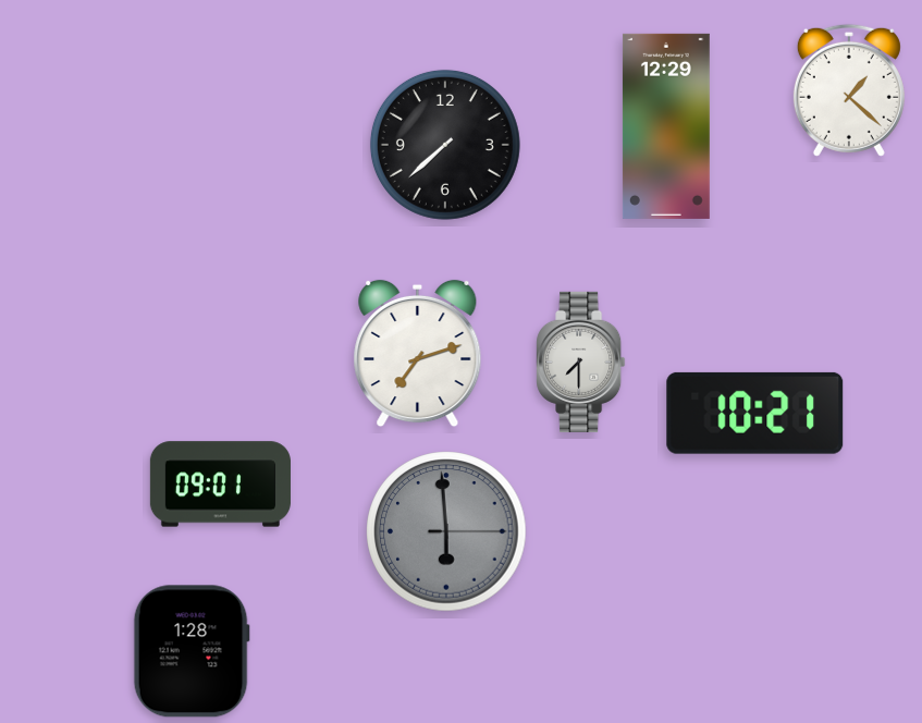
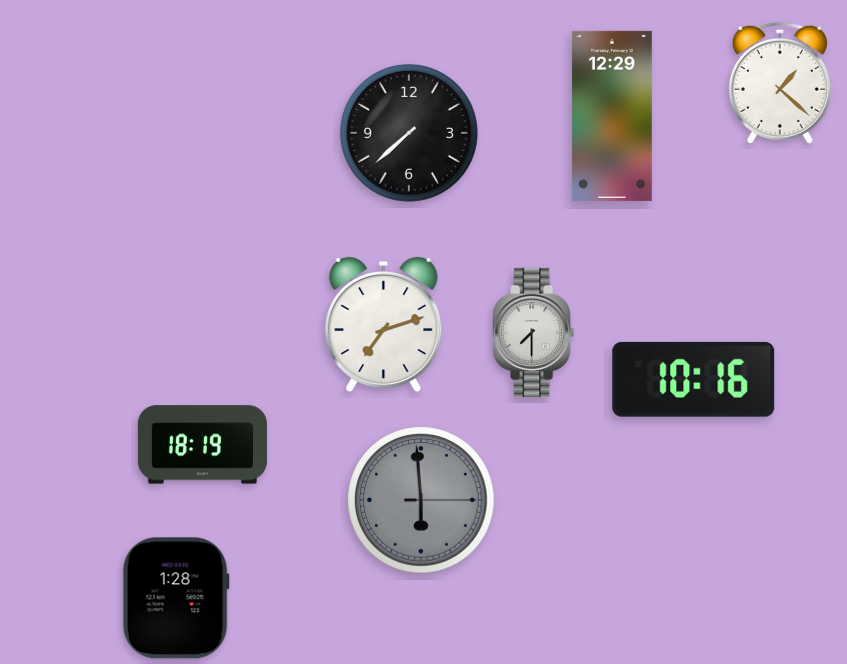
clock at (755, 413): 10:21 -> 10:16
clock at (220, 485): 09:01 -> 18:19
clock at (446, 531) position: (446, 531) -> (421, 500)
